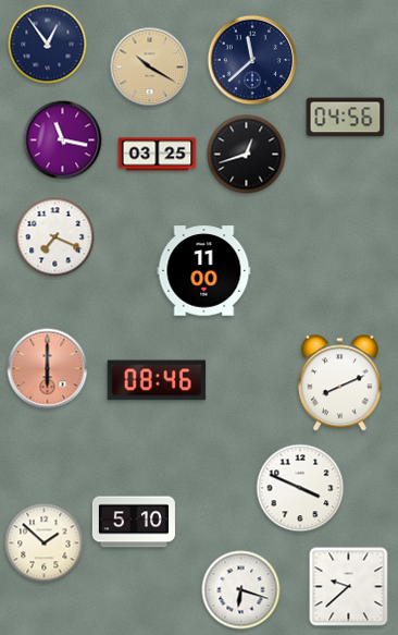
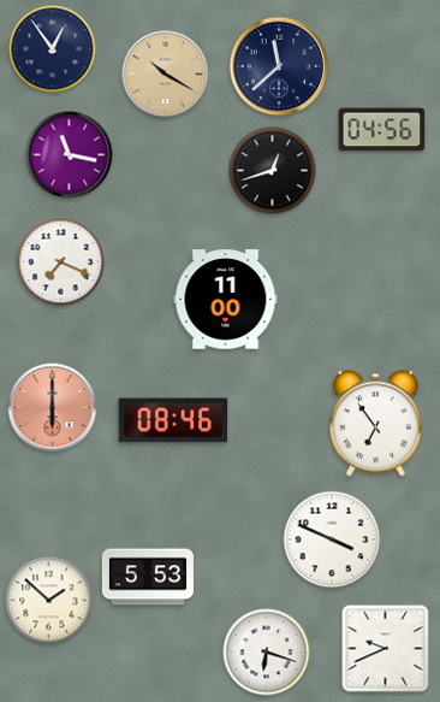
clock at (158, 155): 03:25 -> none
clock at (339, 383): 8:11 -> 6:54
clock at (134, 522): 5:10 -> 5:53
clock at (349, 587): 9:38 -> 9:41
